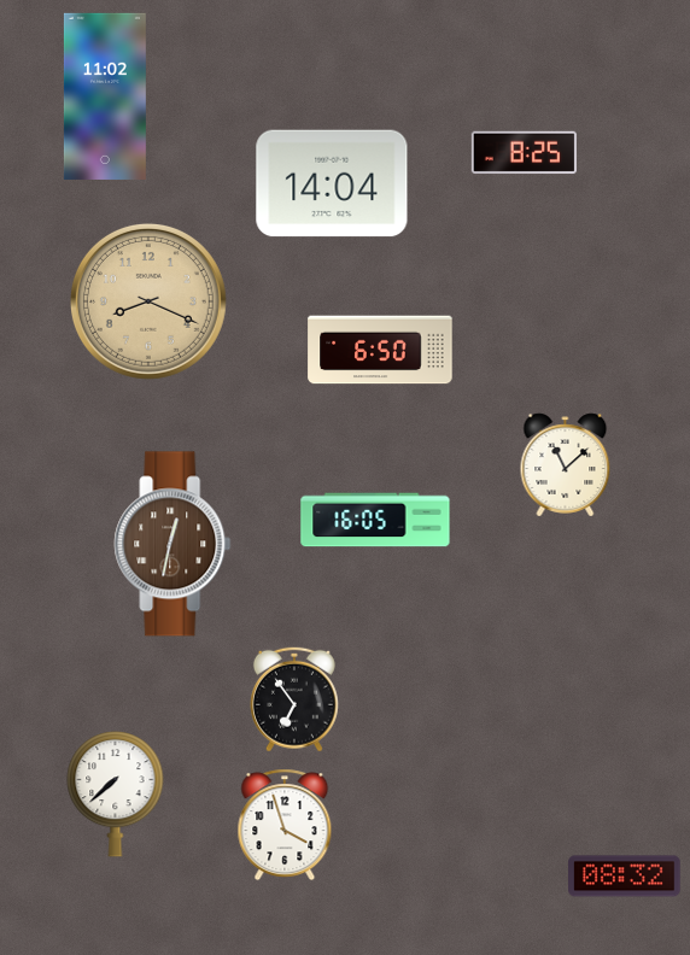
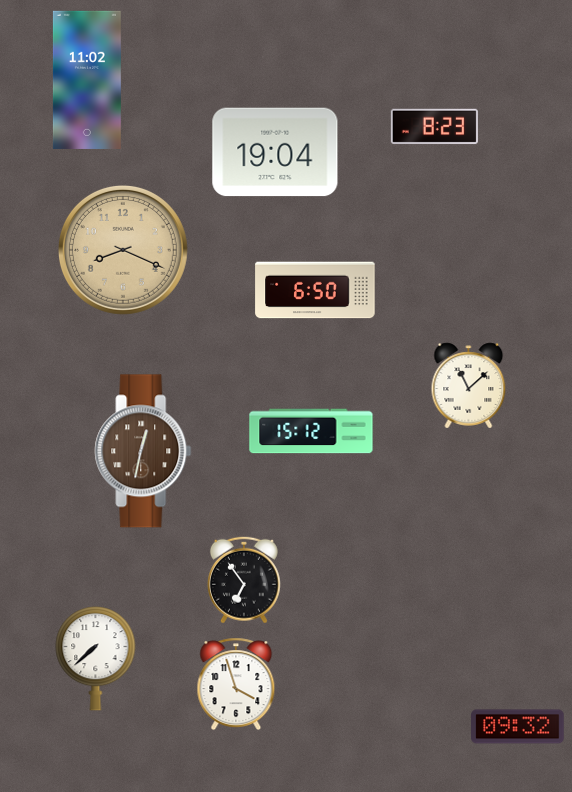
clock at (524, 153): 8:25 -> 8:23
clock at (332, 183): 14:04 -> 19:04
clock at (375, 520): 16:05 -> 15:12
clock at (625, 877): 08:32 -> 09:32
